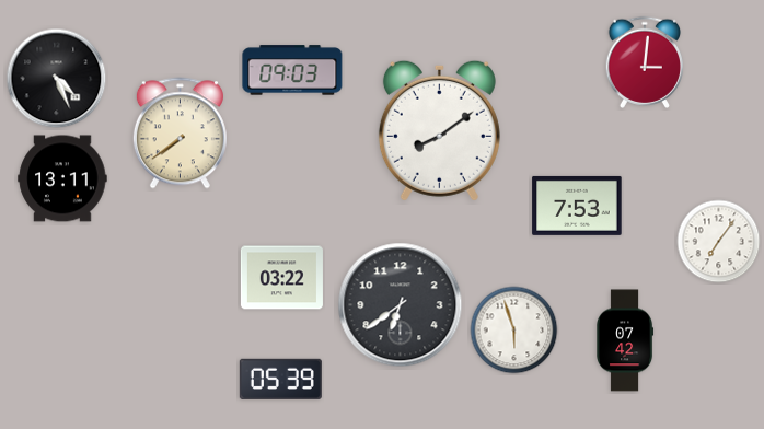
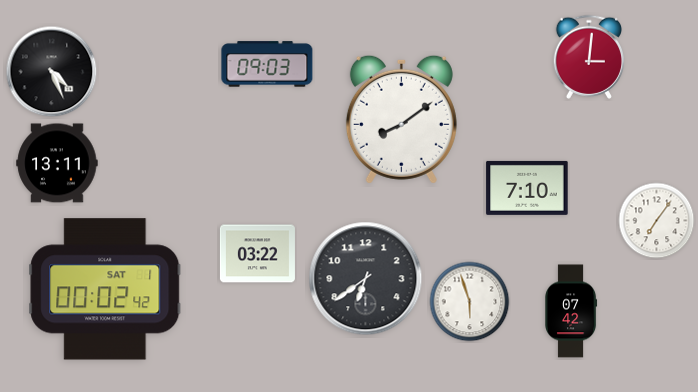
clock at (180, 134): 7:39 -> none
clock at (577, 206): 7:53 -> 7:10
clock at (105, 289): none -> 00:02
clock at (280, 379): 05:39 -> none
